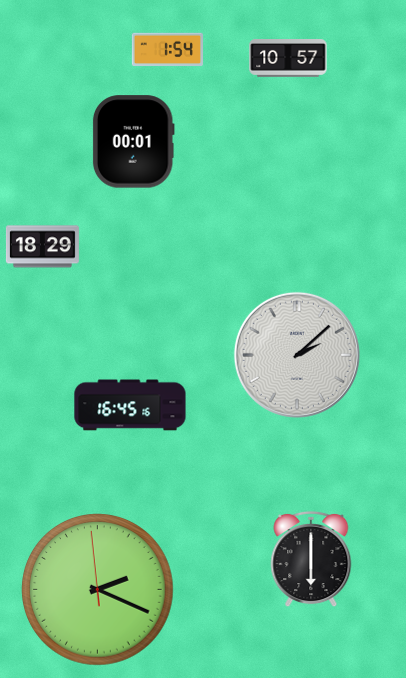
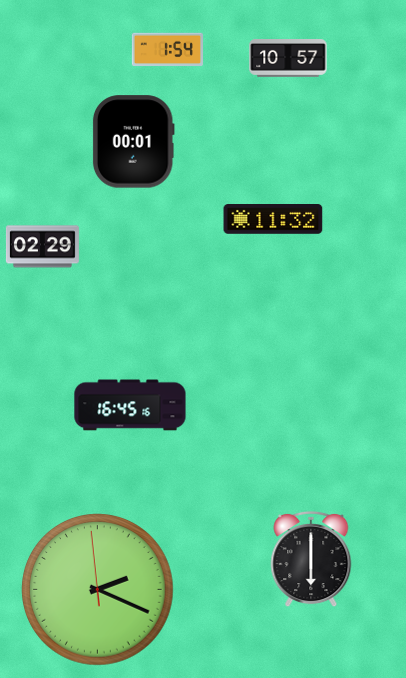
clock at (273, 220): none -> 11:32
clock at (42, 247): 18:29 -> 02:29
clock at (297, 355): 2:08 -> none
